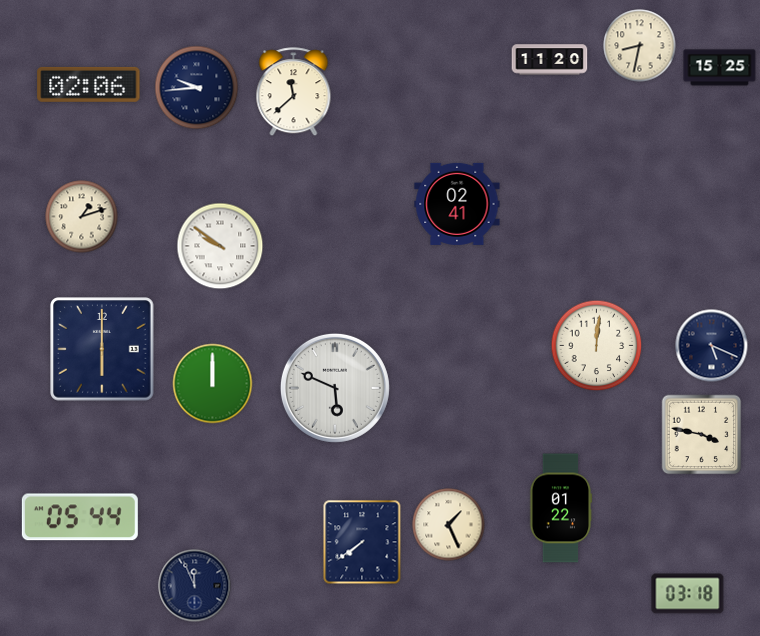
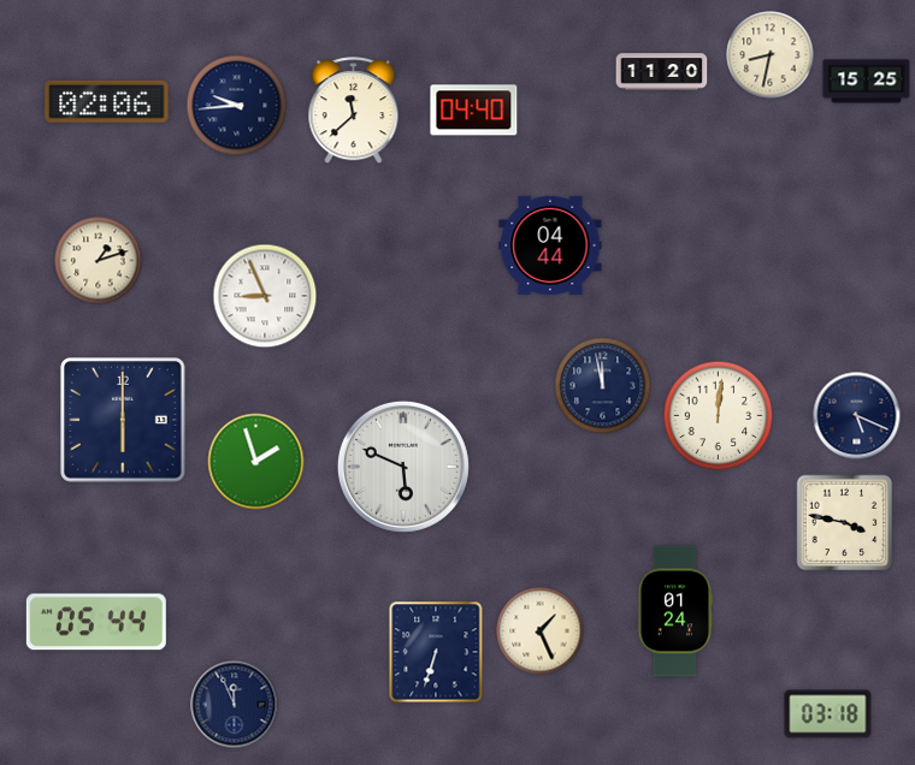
clock at (474, 111): none -> 04:40
clock at (457, 204): 02:41 -> 04:44
clock at (220, 246): 9:51 -> 8:56
clock at (603, 386): none -> 11:58
clock at (213, 384): 12:00 -> 1:57
clock at (561, 508): 01:22 -> 01:24
clock at (362, 542): 7:39 -> 6:33
